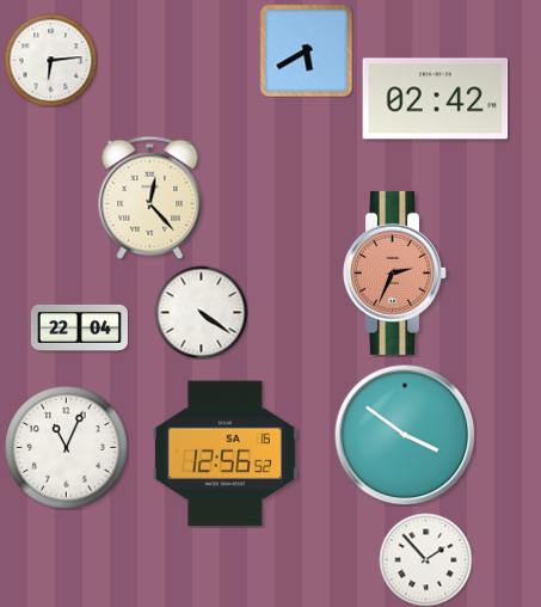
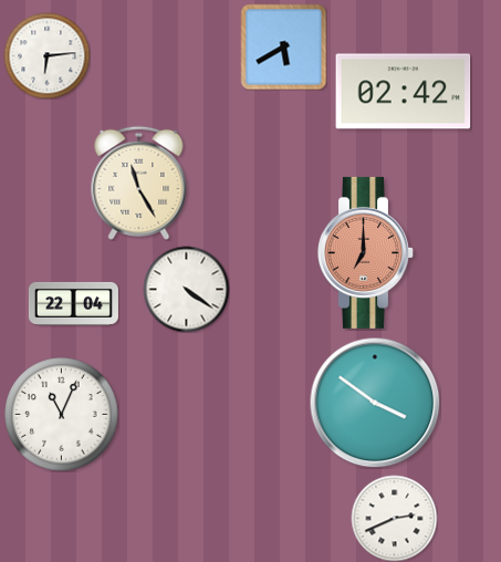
clock at (150, 197): 12:23 -> 11:25
clock at (395, 272): 2:34 -> 7:00
clock at (225, 454): 12:56 -> none
clock at (425, 559): 1:53 -> 2:41
